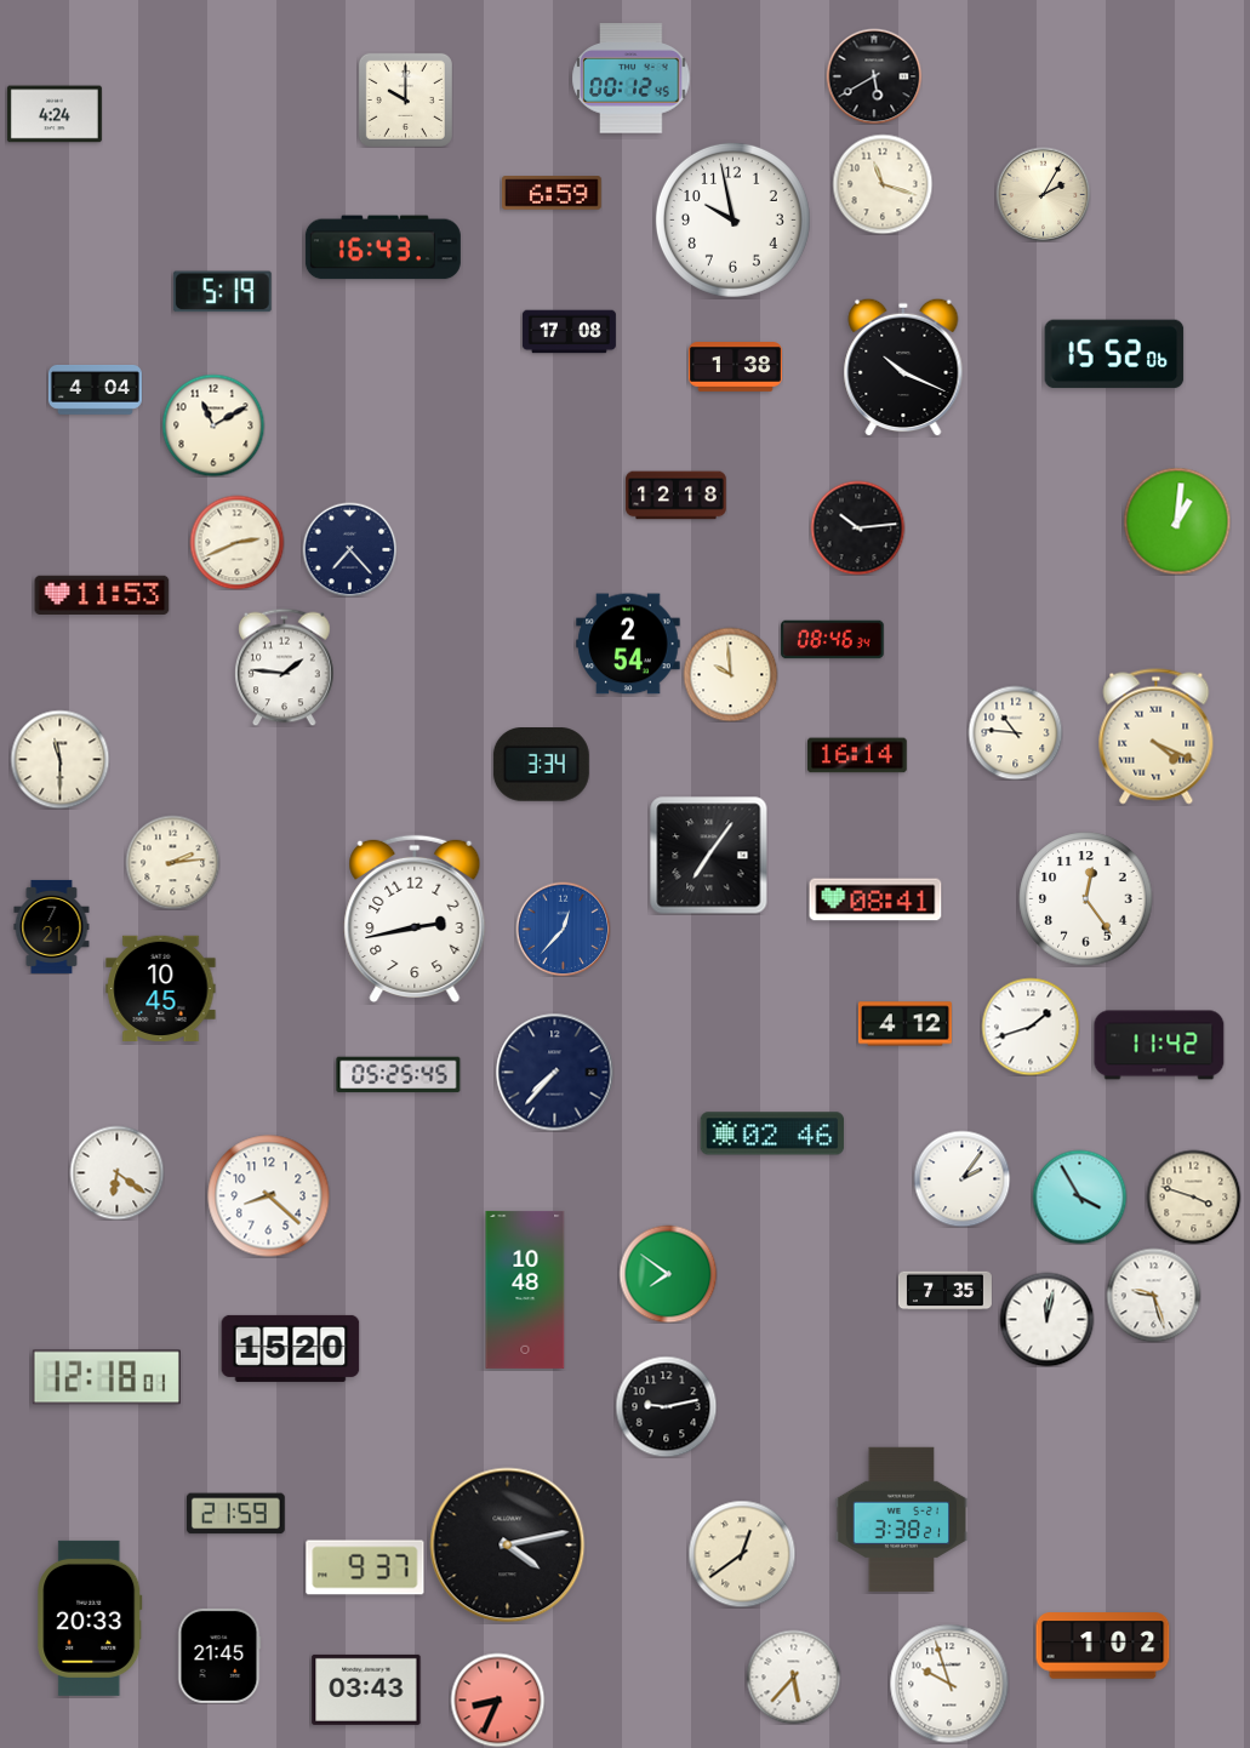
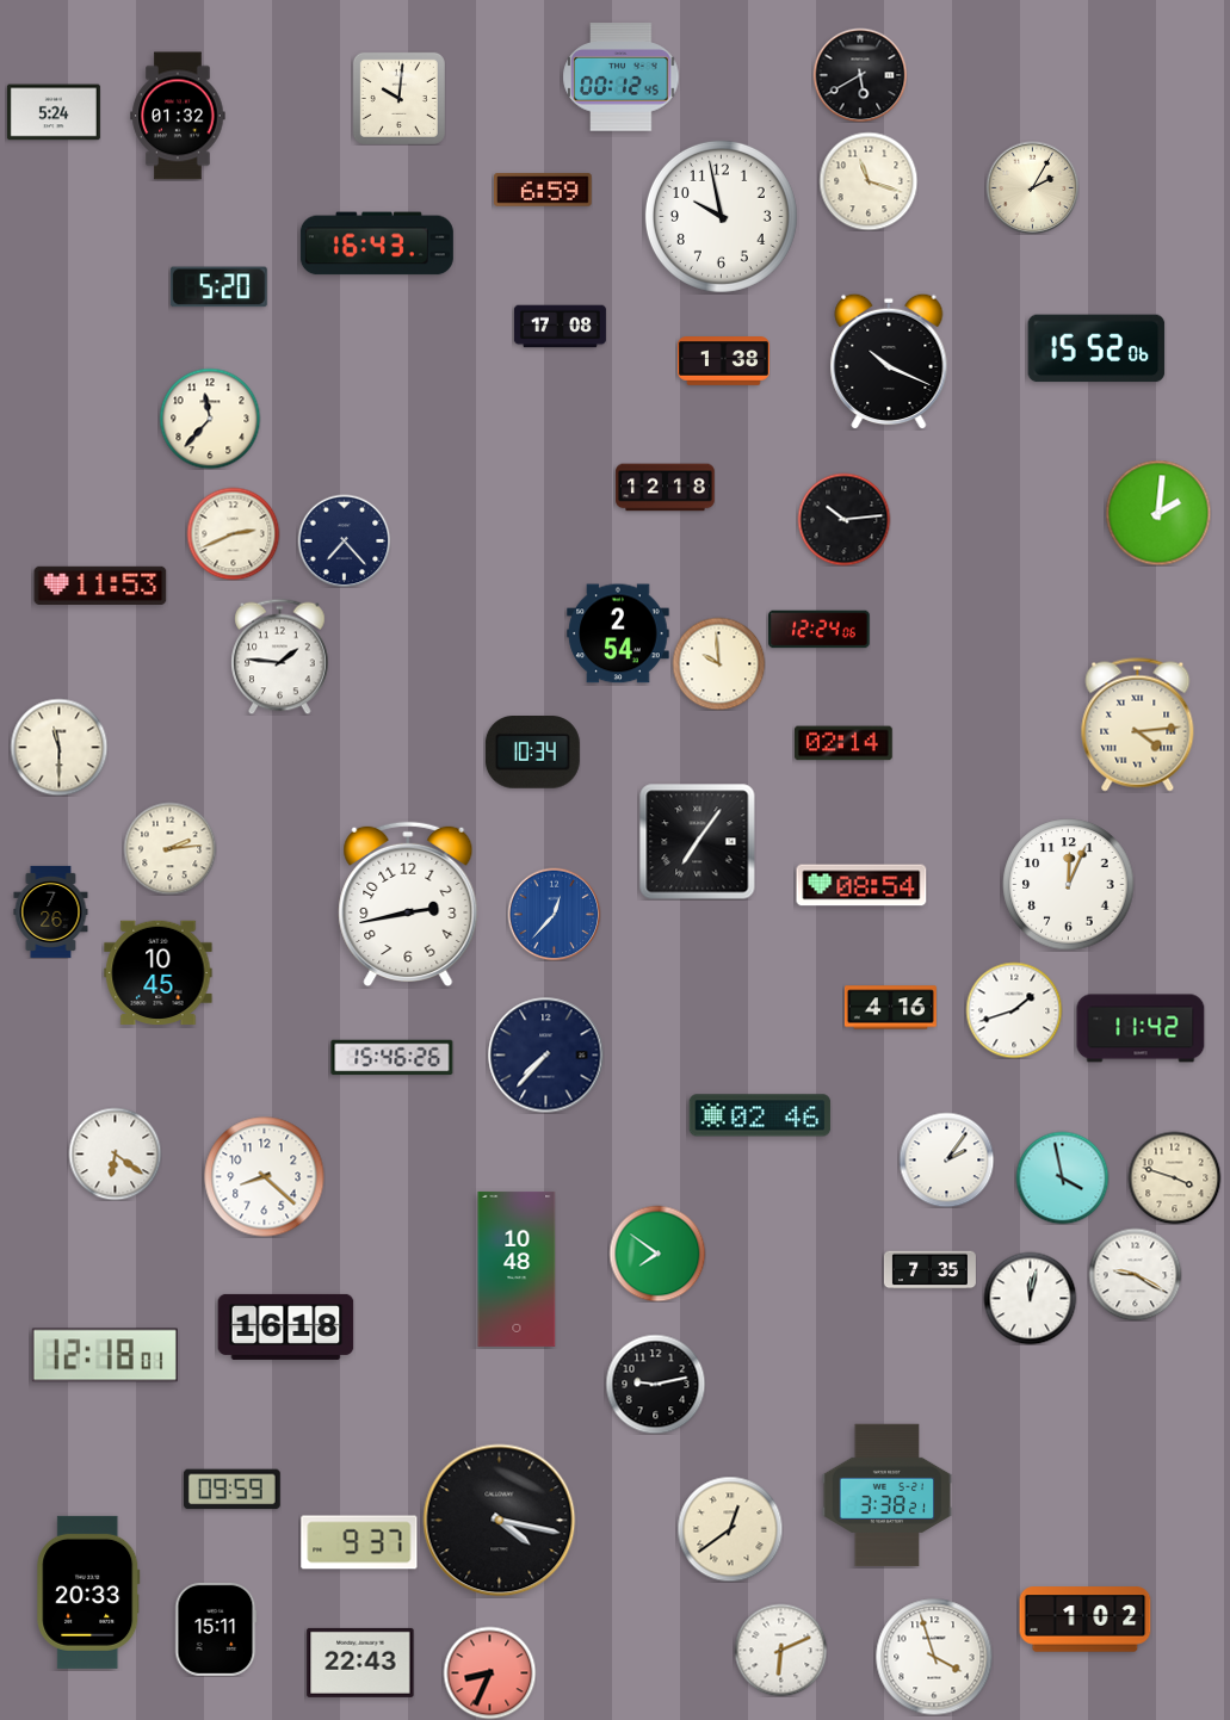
clock at (405, 99): 10:00 -> 10:01
clock at (55, 114): 4:24 -> 5:24
clock at (178, 116): none -> 01:32
clock at (1043, 194) position: (1043, 194) -> (1032, 187)
clock at (222, 292): 5:19 -> 5:20
clock at (95, 390): 4:04 -> none
clock at (213, 425): 11:10 -> 11:37
clock at (1177, 521): 1:01 -> 2:01
clock at (833, 640): 08:46 -> 12:24
clock at (1015, 732): 10:46 -> none
clock at (1157, 737): 4:19 -> 4:14
clock at (858, 755): 16:14 -> 02:14
clock at (541, 765): 3:34 -> 10:34
clock at (875, 899): 08:41 -> 08:54
clock at (1086, 899): 12:24 -> 12:04
clock at (52, 926): 7:21 -> 7:26
clock at (904, 1024): 4:12 -> 4:16
clock at (399, 1075): 05:25 -> 15:46
clock at (1079, 1196): 3:55 -> 3:58
clock at (1153, 1295): 9:27 -> 9:20
clock at (291, 1348): 15:20 -> 16:18
clock at (235, 1514): 21:59 -> 09:59
clock at (508, 1546): 4:13 -> 4:17
clock at (219, 1656): 21:45 -> 15:11
clock at (793, 1676): 5:37 -> 6:11
clock at (949, 1684): 9:57 -> 3:57
clock at (366, 1690): 03:43 -> 22:43
